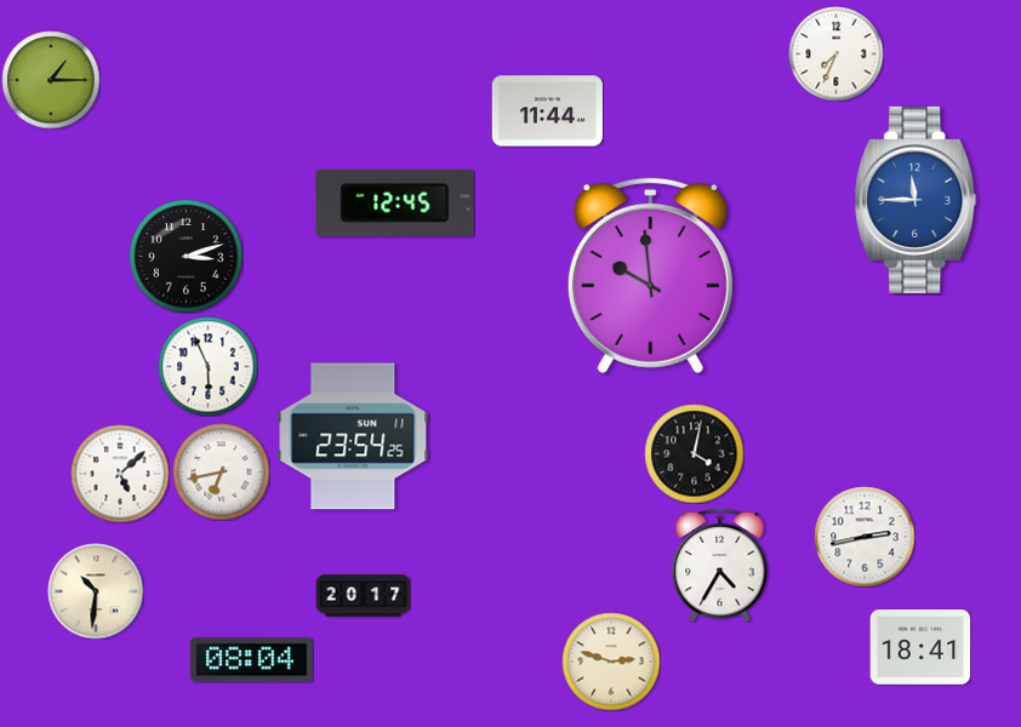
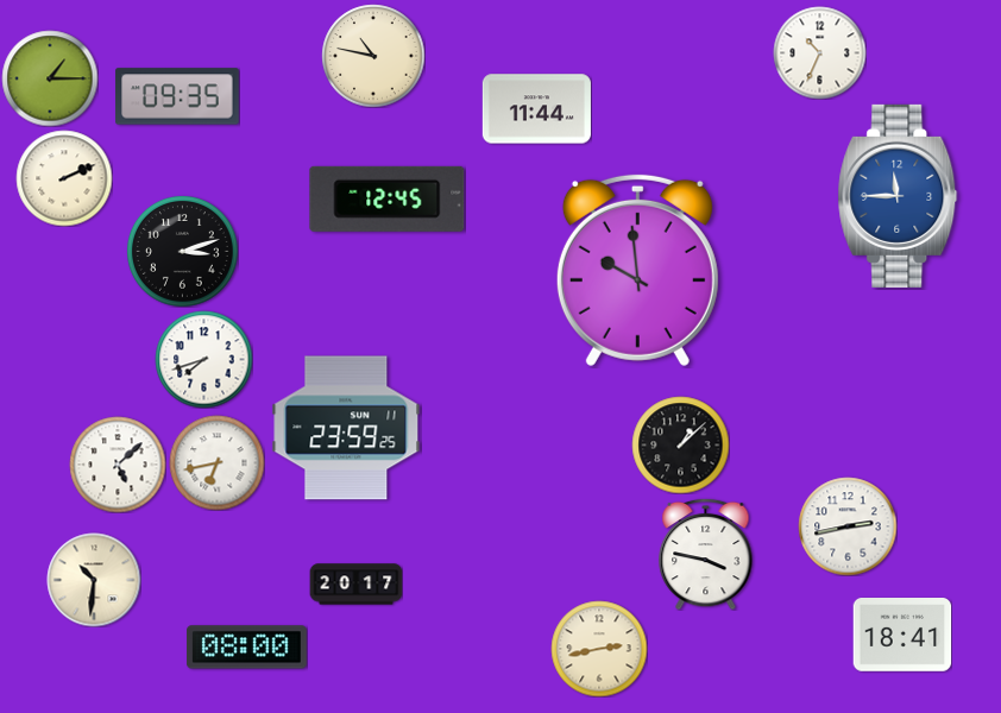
clock at (835, 53): 7:34 -> 10:34
clock at (373, 56): none -> 10:47
clock at (177, 96): none -> 09:35
clock at (64, 178): none -> 2:11
clock at (207, 366): 5:56 -> 7:42
clock at (353, 436): 23:54 -> 23:59
clock at (694, 453): 4:02 -> 1:08
clock at (720, 565): 4:35 -> 3:47
clock at (252, 660): 08:04 -> 08:00
clock at (611, 662): 2:48 -> 2:43
